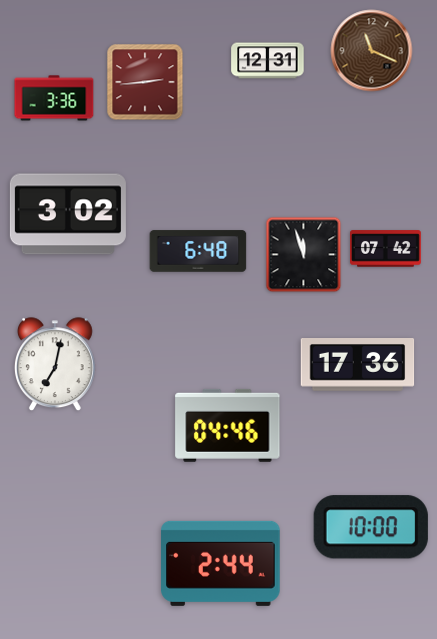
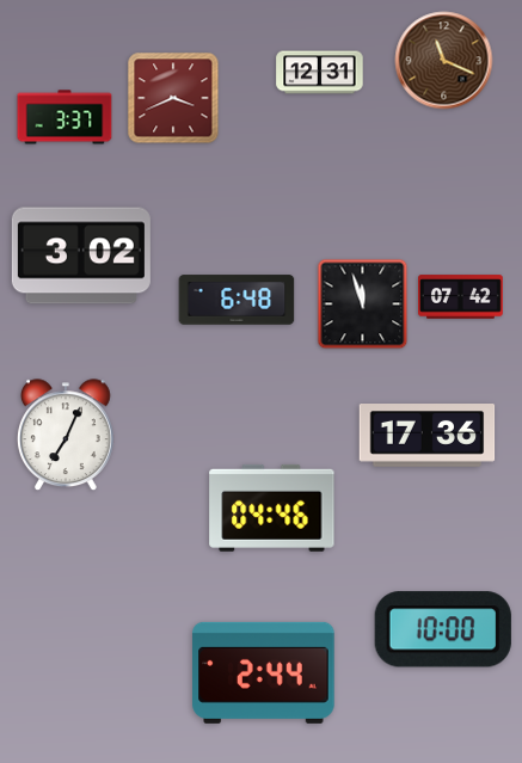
clock at (145, 82): 2:44 -> 3:41
clock at (54, 98): 3:36 -> 3:37
clock at (55, 365): 7:02 -> 7:04
